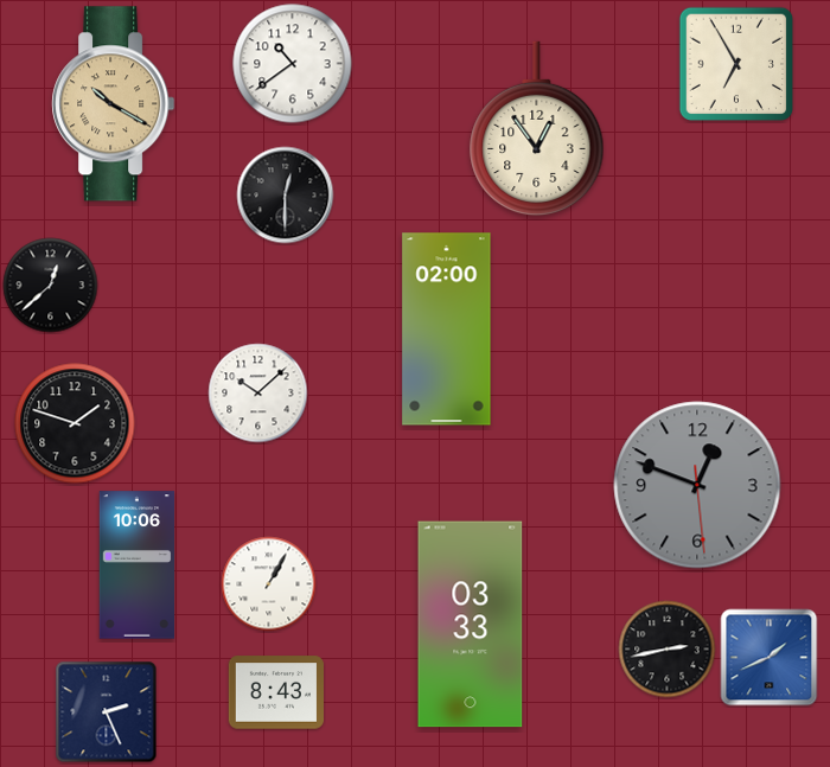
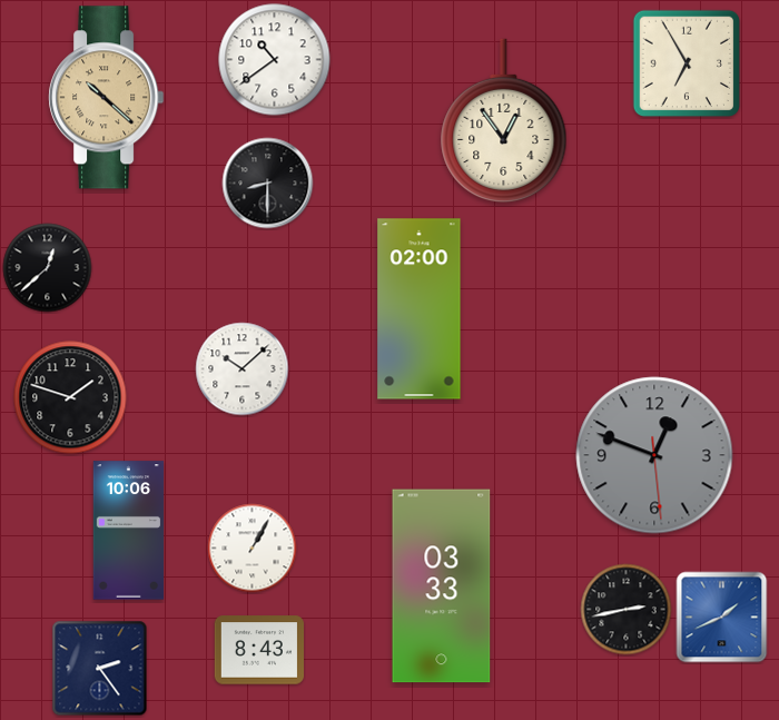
clock at (736, 64) position: (736, 64) -> (687, 63)
clock at (114, 104): 10:20 -> 10:22
clock at (286, 196): 12:30 -> 8:30
clock at (107, 712): 2:26 -> 2:24
